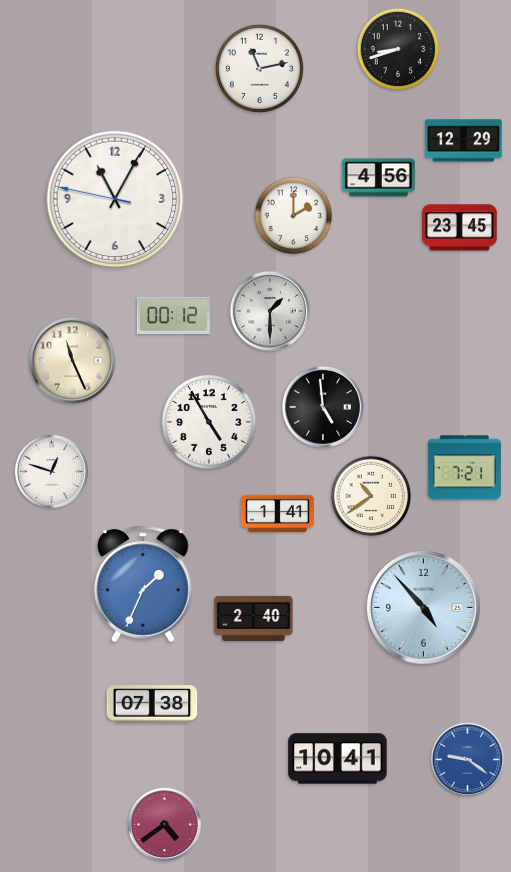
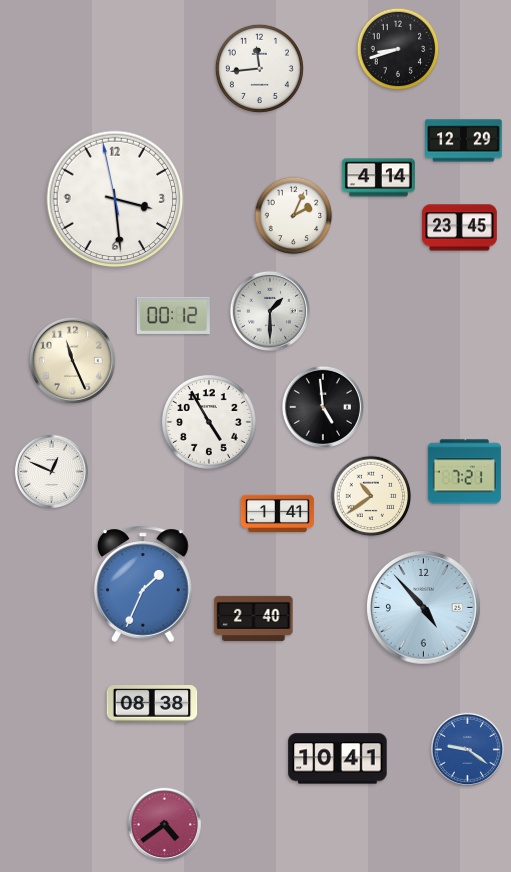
clock at (259, 68): 11:13 -> 11:44
clock at (378, 178): 4:56 -> 4:14
clock at (115, 199): 11:04 -> 3:28
clock at (294, 216): 2:00 -> 2:04
clock at (464, 468) position: (464, 468) -> (464, 472)
clock at (51, 471): 12:48 -> 12:49
clock at (152, 704): 07:38 -> 08:38
clock at (467, 759) position: (467, 759) -> (467, 749)
